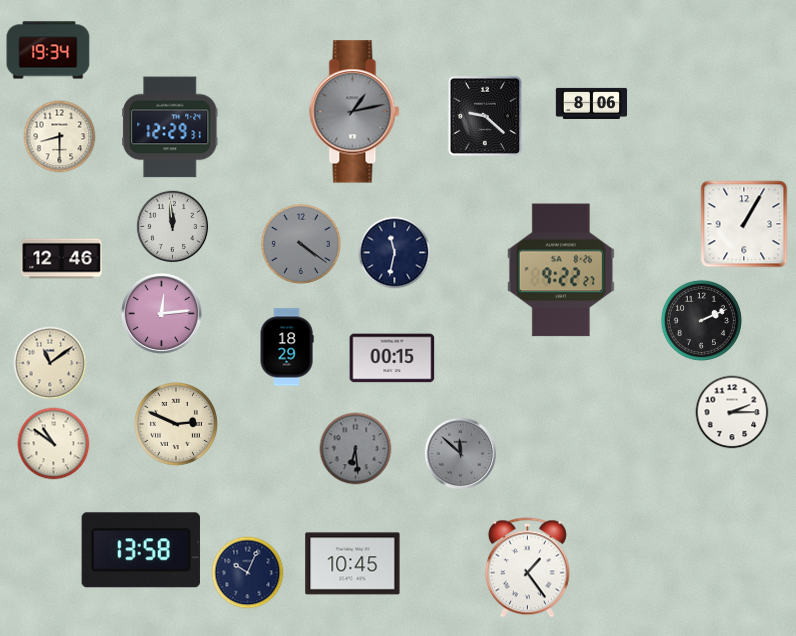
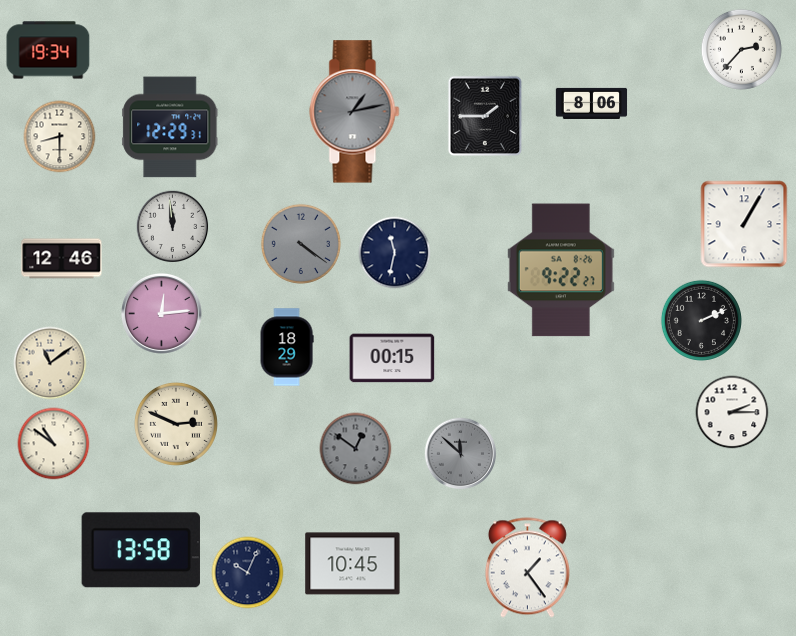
clock at (741, 49): none -> 2:37
clock at (485, 116): 9:22 -> 1:45
clock at (356, 449): 6:29 -> 12:51
